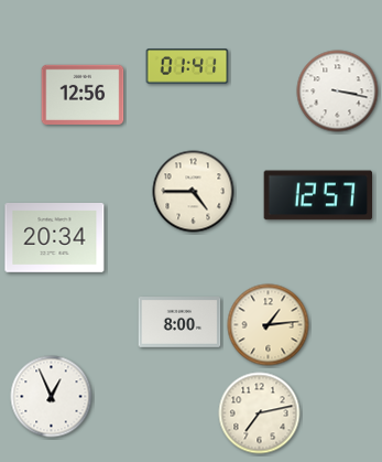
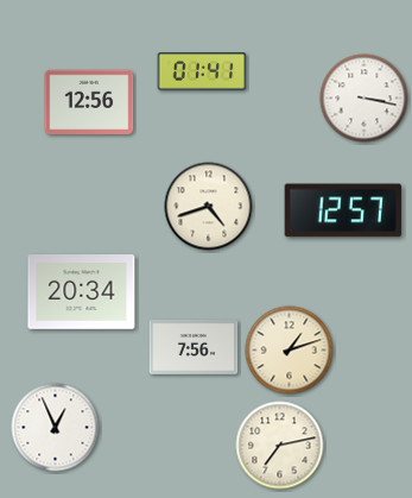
clock at (194, 192): 4:45 -> 4:42
clock at (55, 238) position: (55, 238) -> (82, 292)
clock at (179, 323): 8:00 -> 7:56
clock at (269, 325): 1:14 -> 1:12
